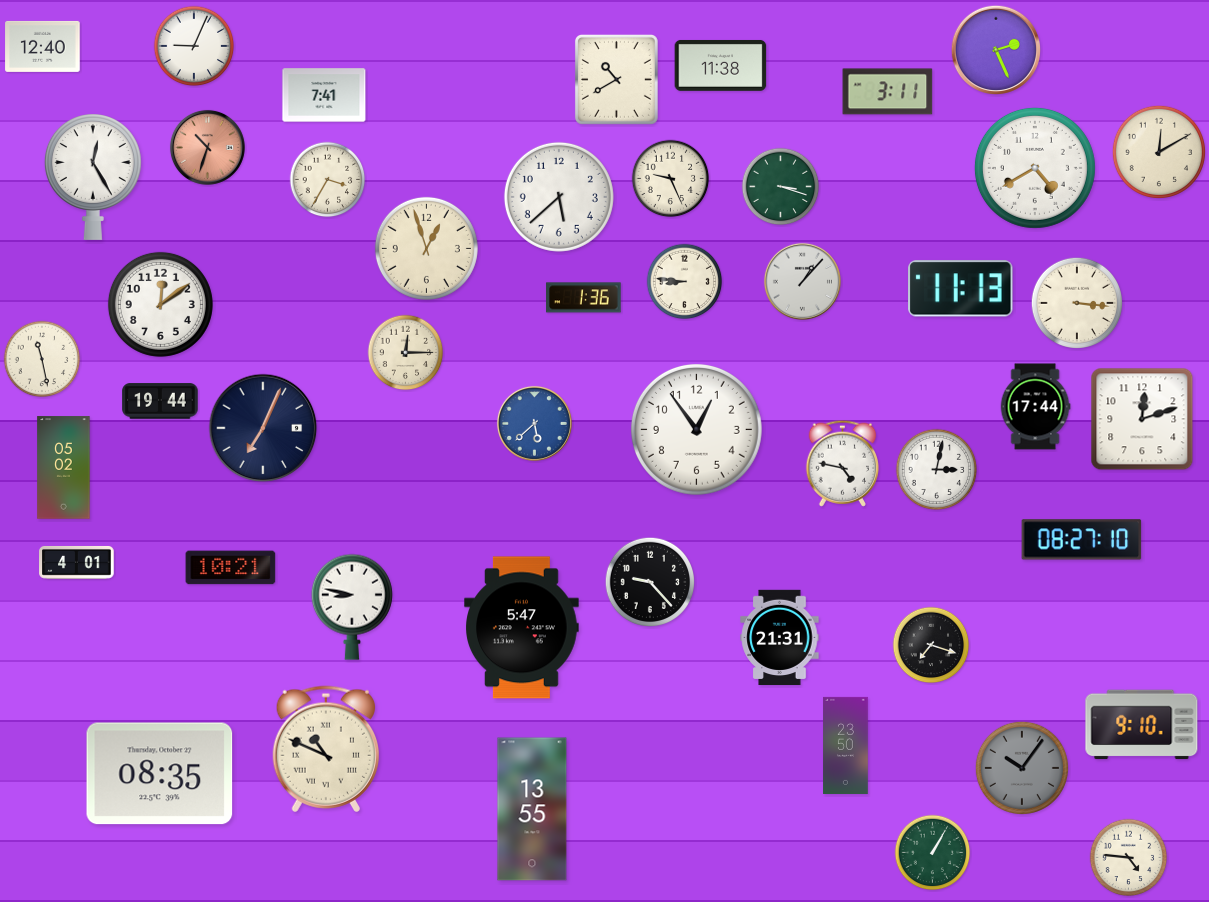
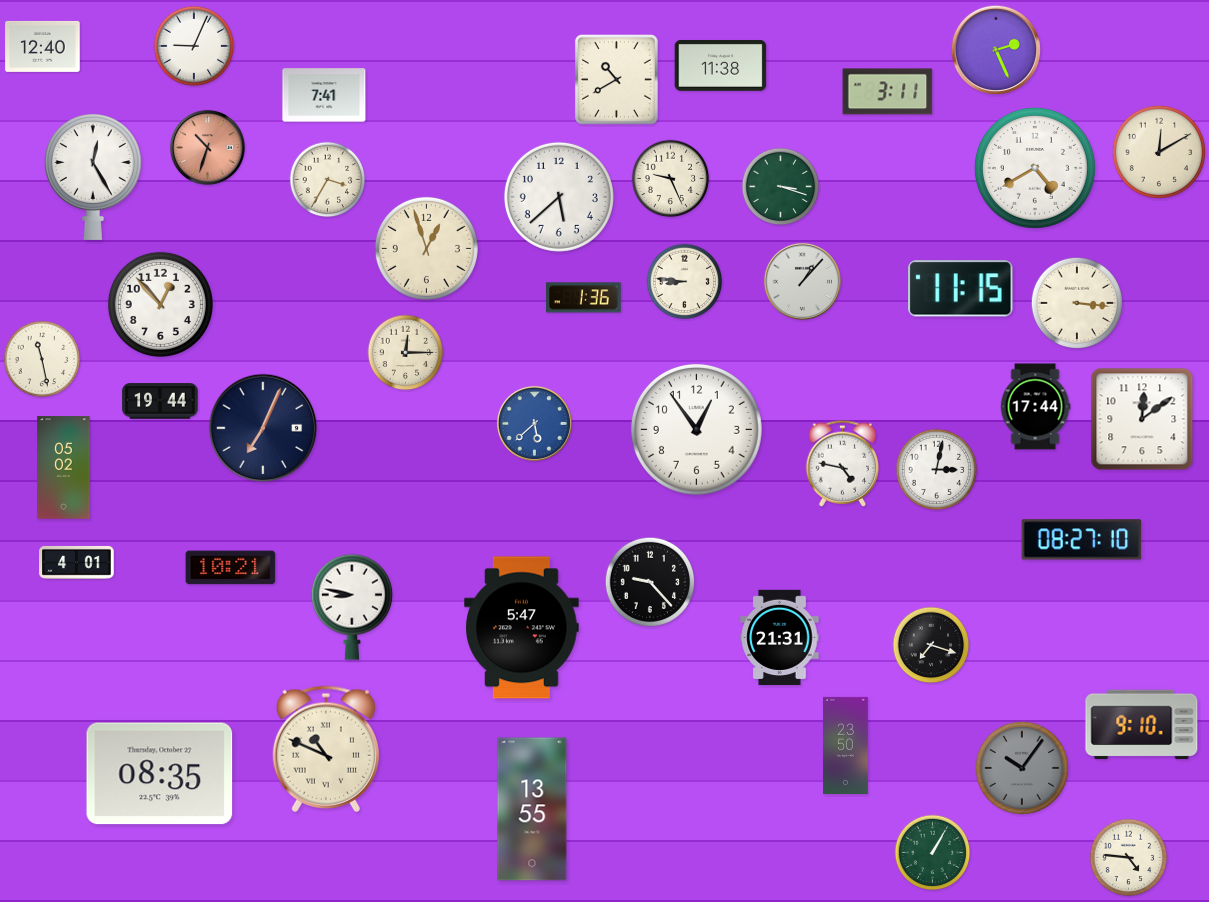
clock at (961, 289): 11:13 -> 11:15
clock at (160, 304): 12:09 -> 12:53
clock at (1142, 419): 12:12 -> 12:09
